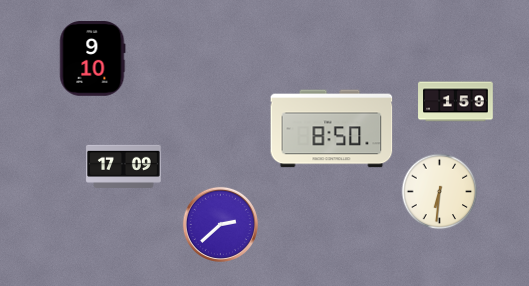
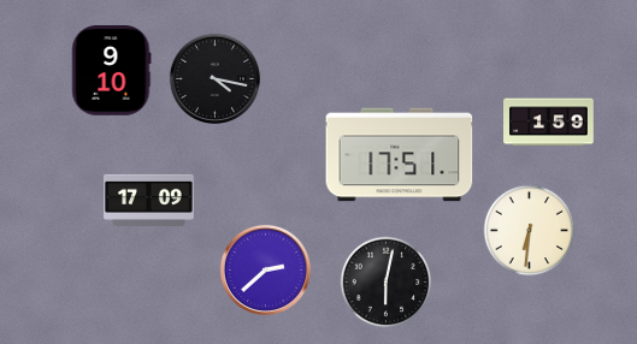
clock at (214, 78): none -> 4:17
clock at (332, 129): 8:50 -> 17:51
clock at (387, 283): none -> 6:02
